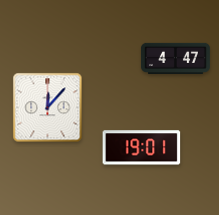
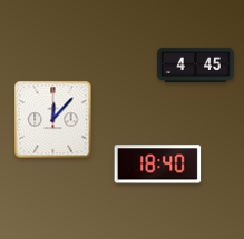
clock at (175, 58): 4:47 -> 4:45
clock at (142, 148): 19:01 -> 18:40
